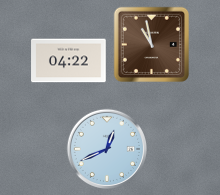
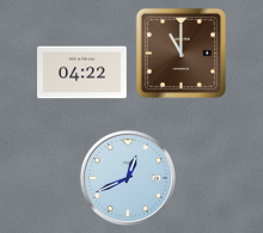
clock at (151, 44): 10:58 -> 11:00
